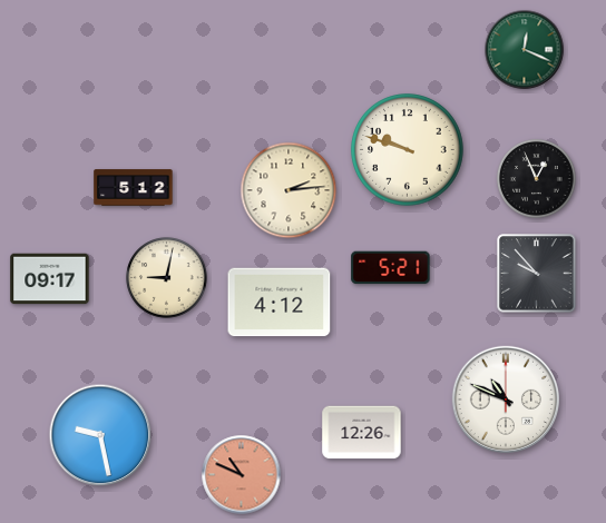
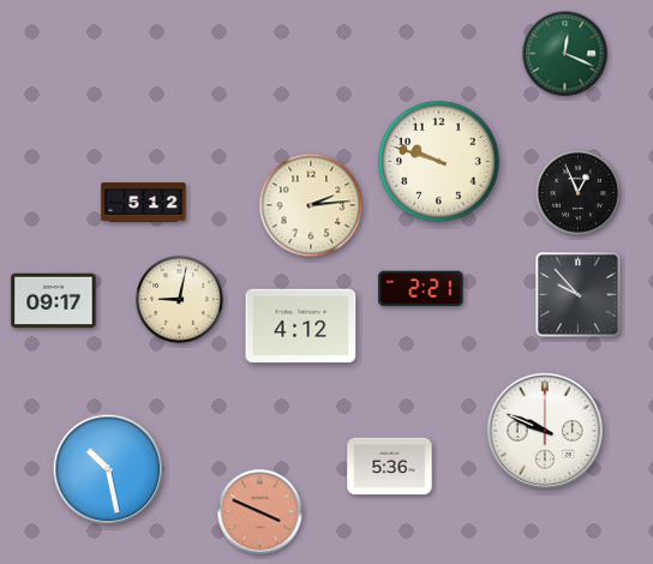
clock at (391, 268): 5:21 -> 2:21
clock at (505, 398): 10:49 -> 9:49
clock at (362, 433): 12:26 -> 5:36
clock at (100, 435): 9:28 -> 10:28
clock at (242, 475): 10:49 -> 3:49
